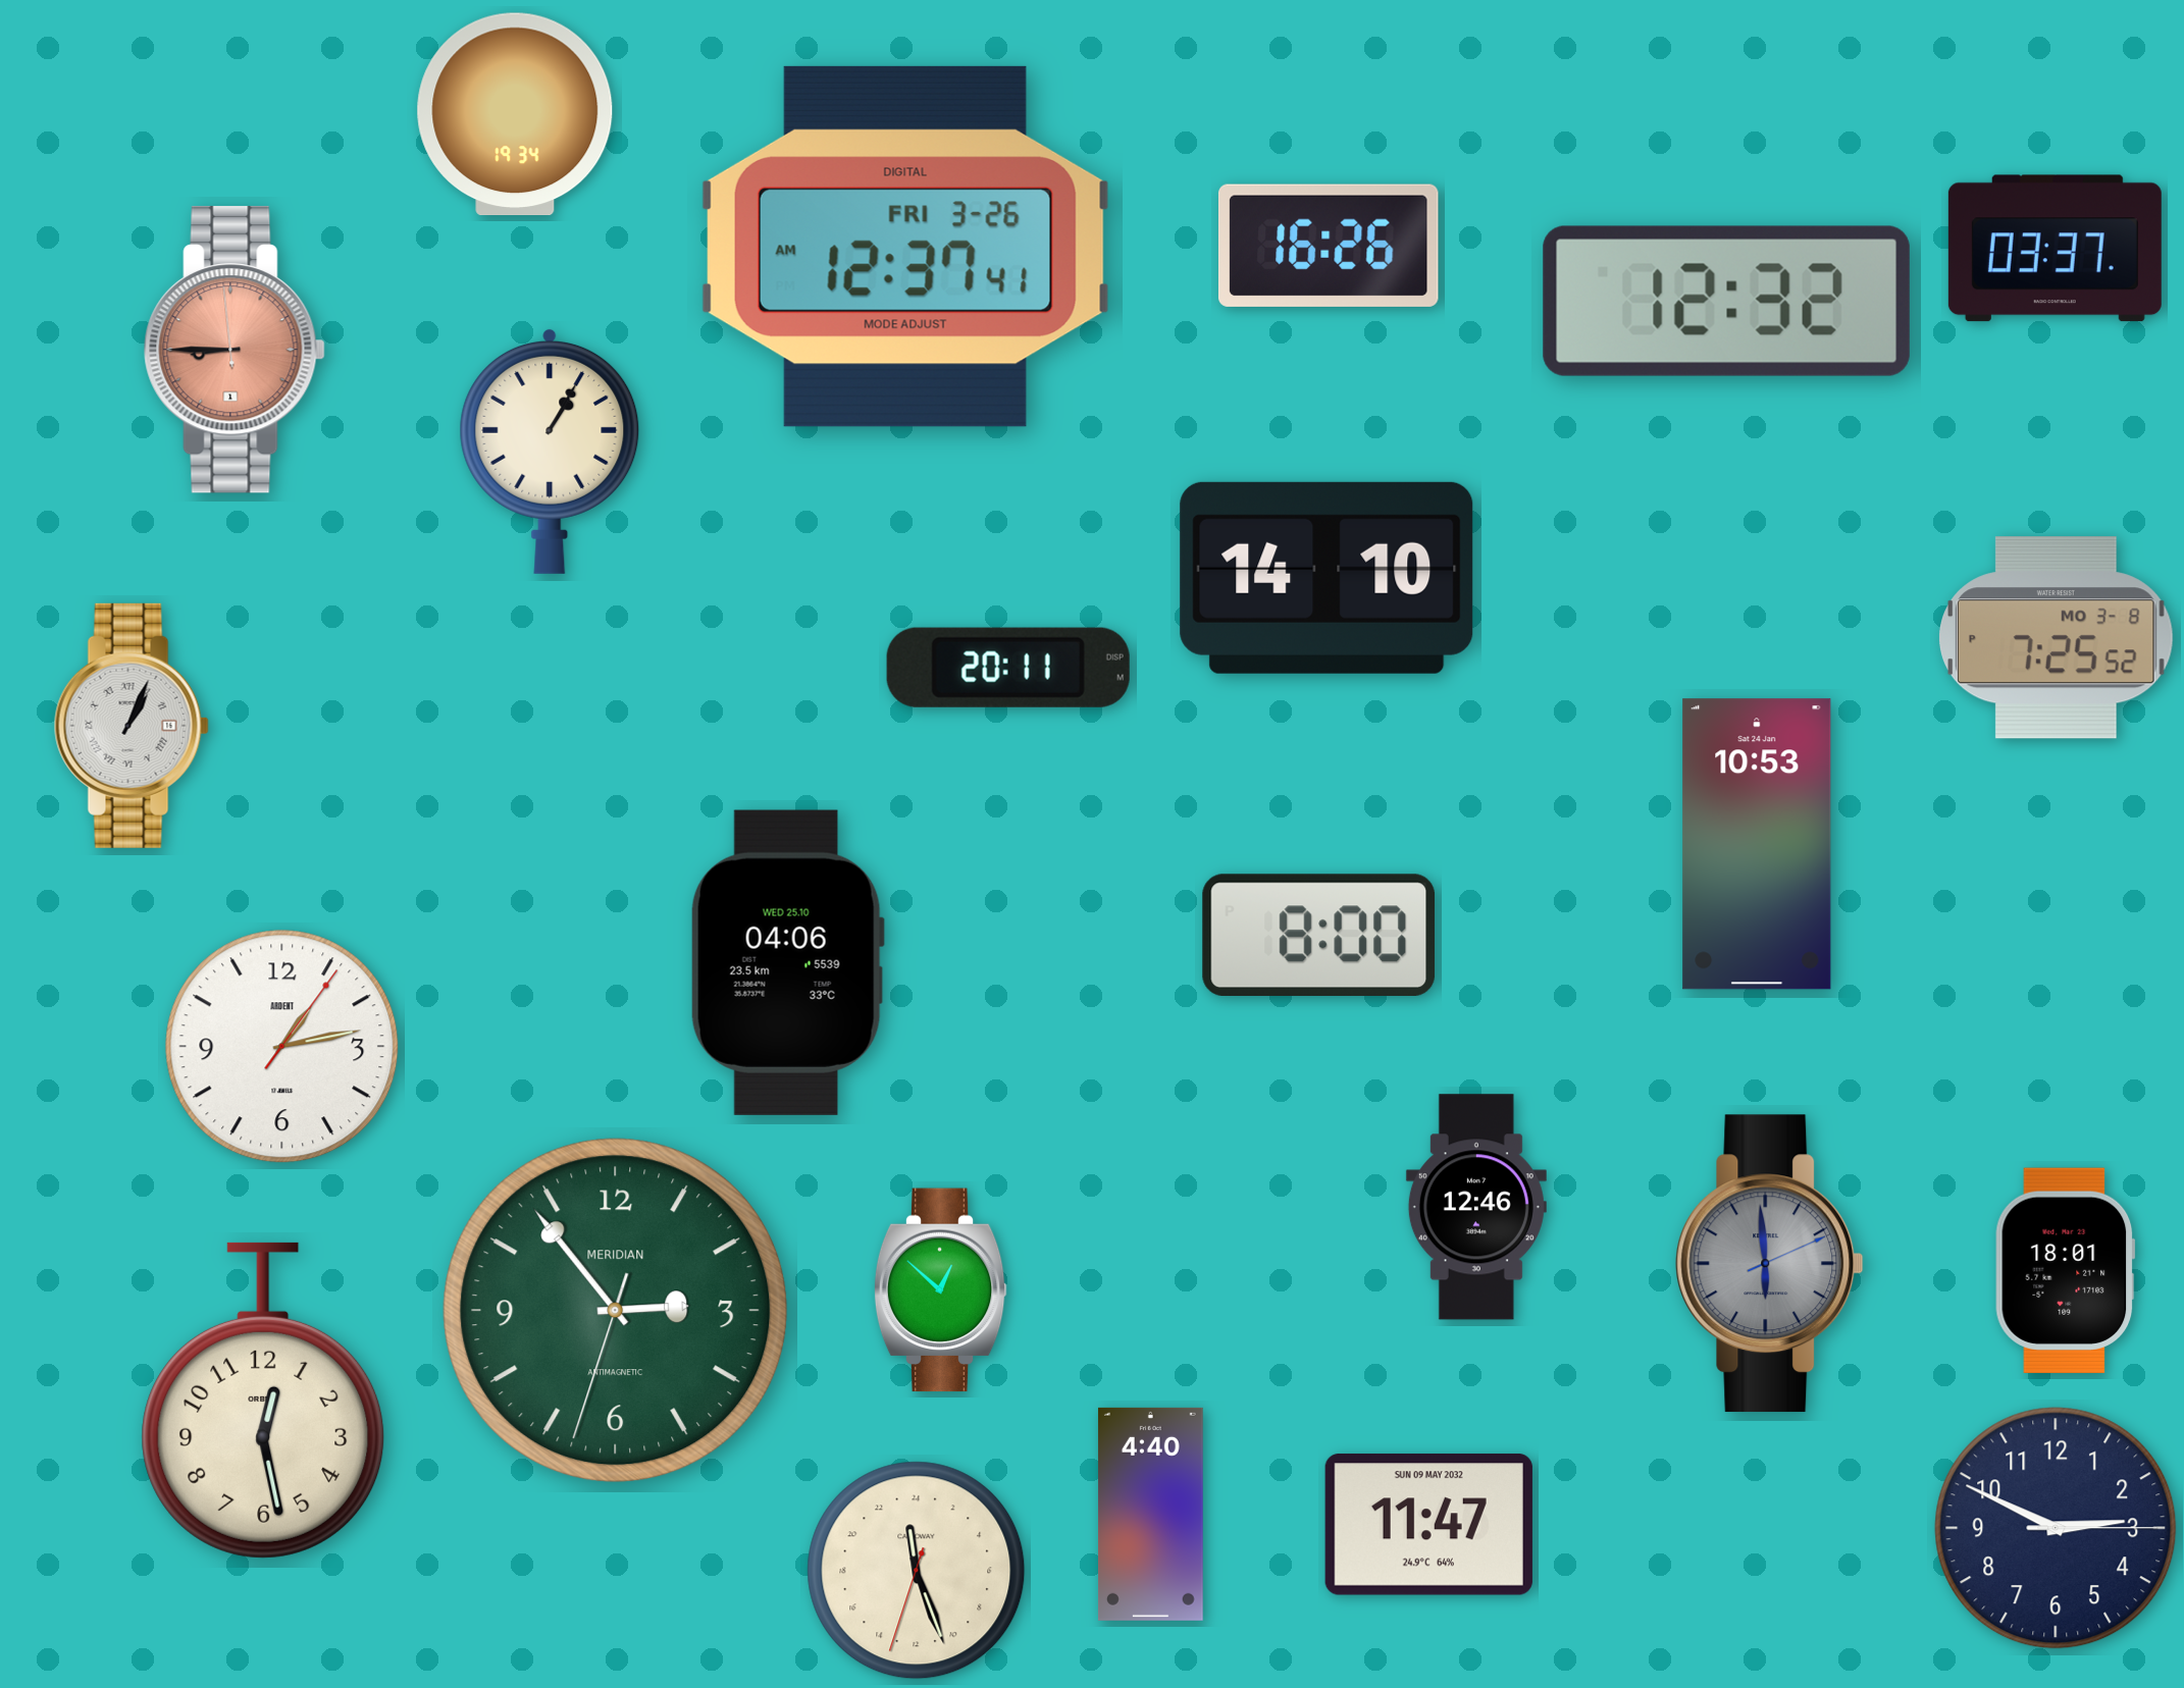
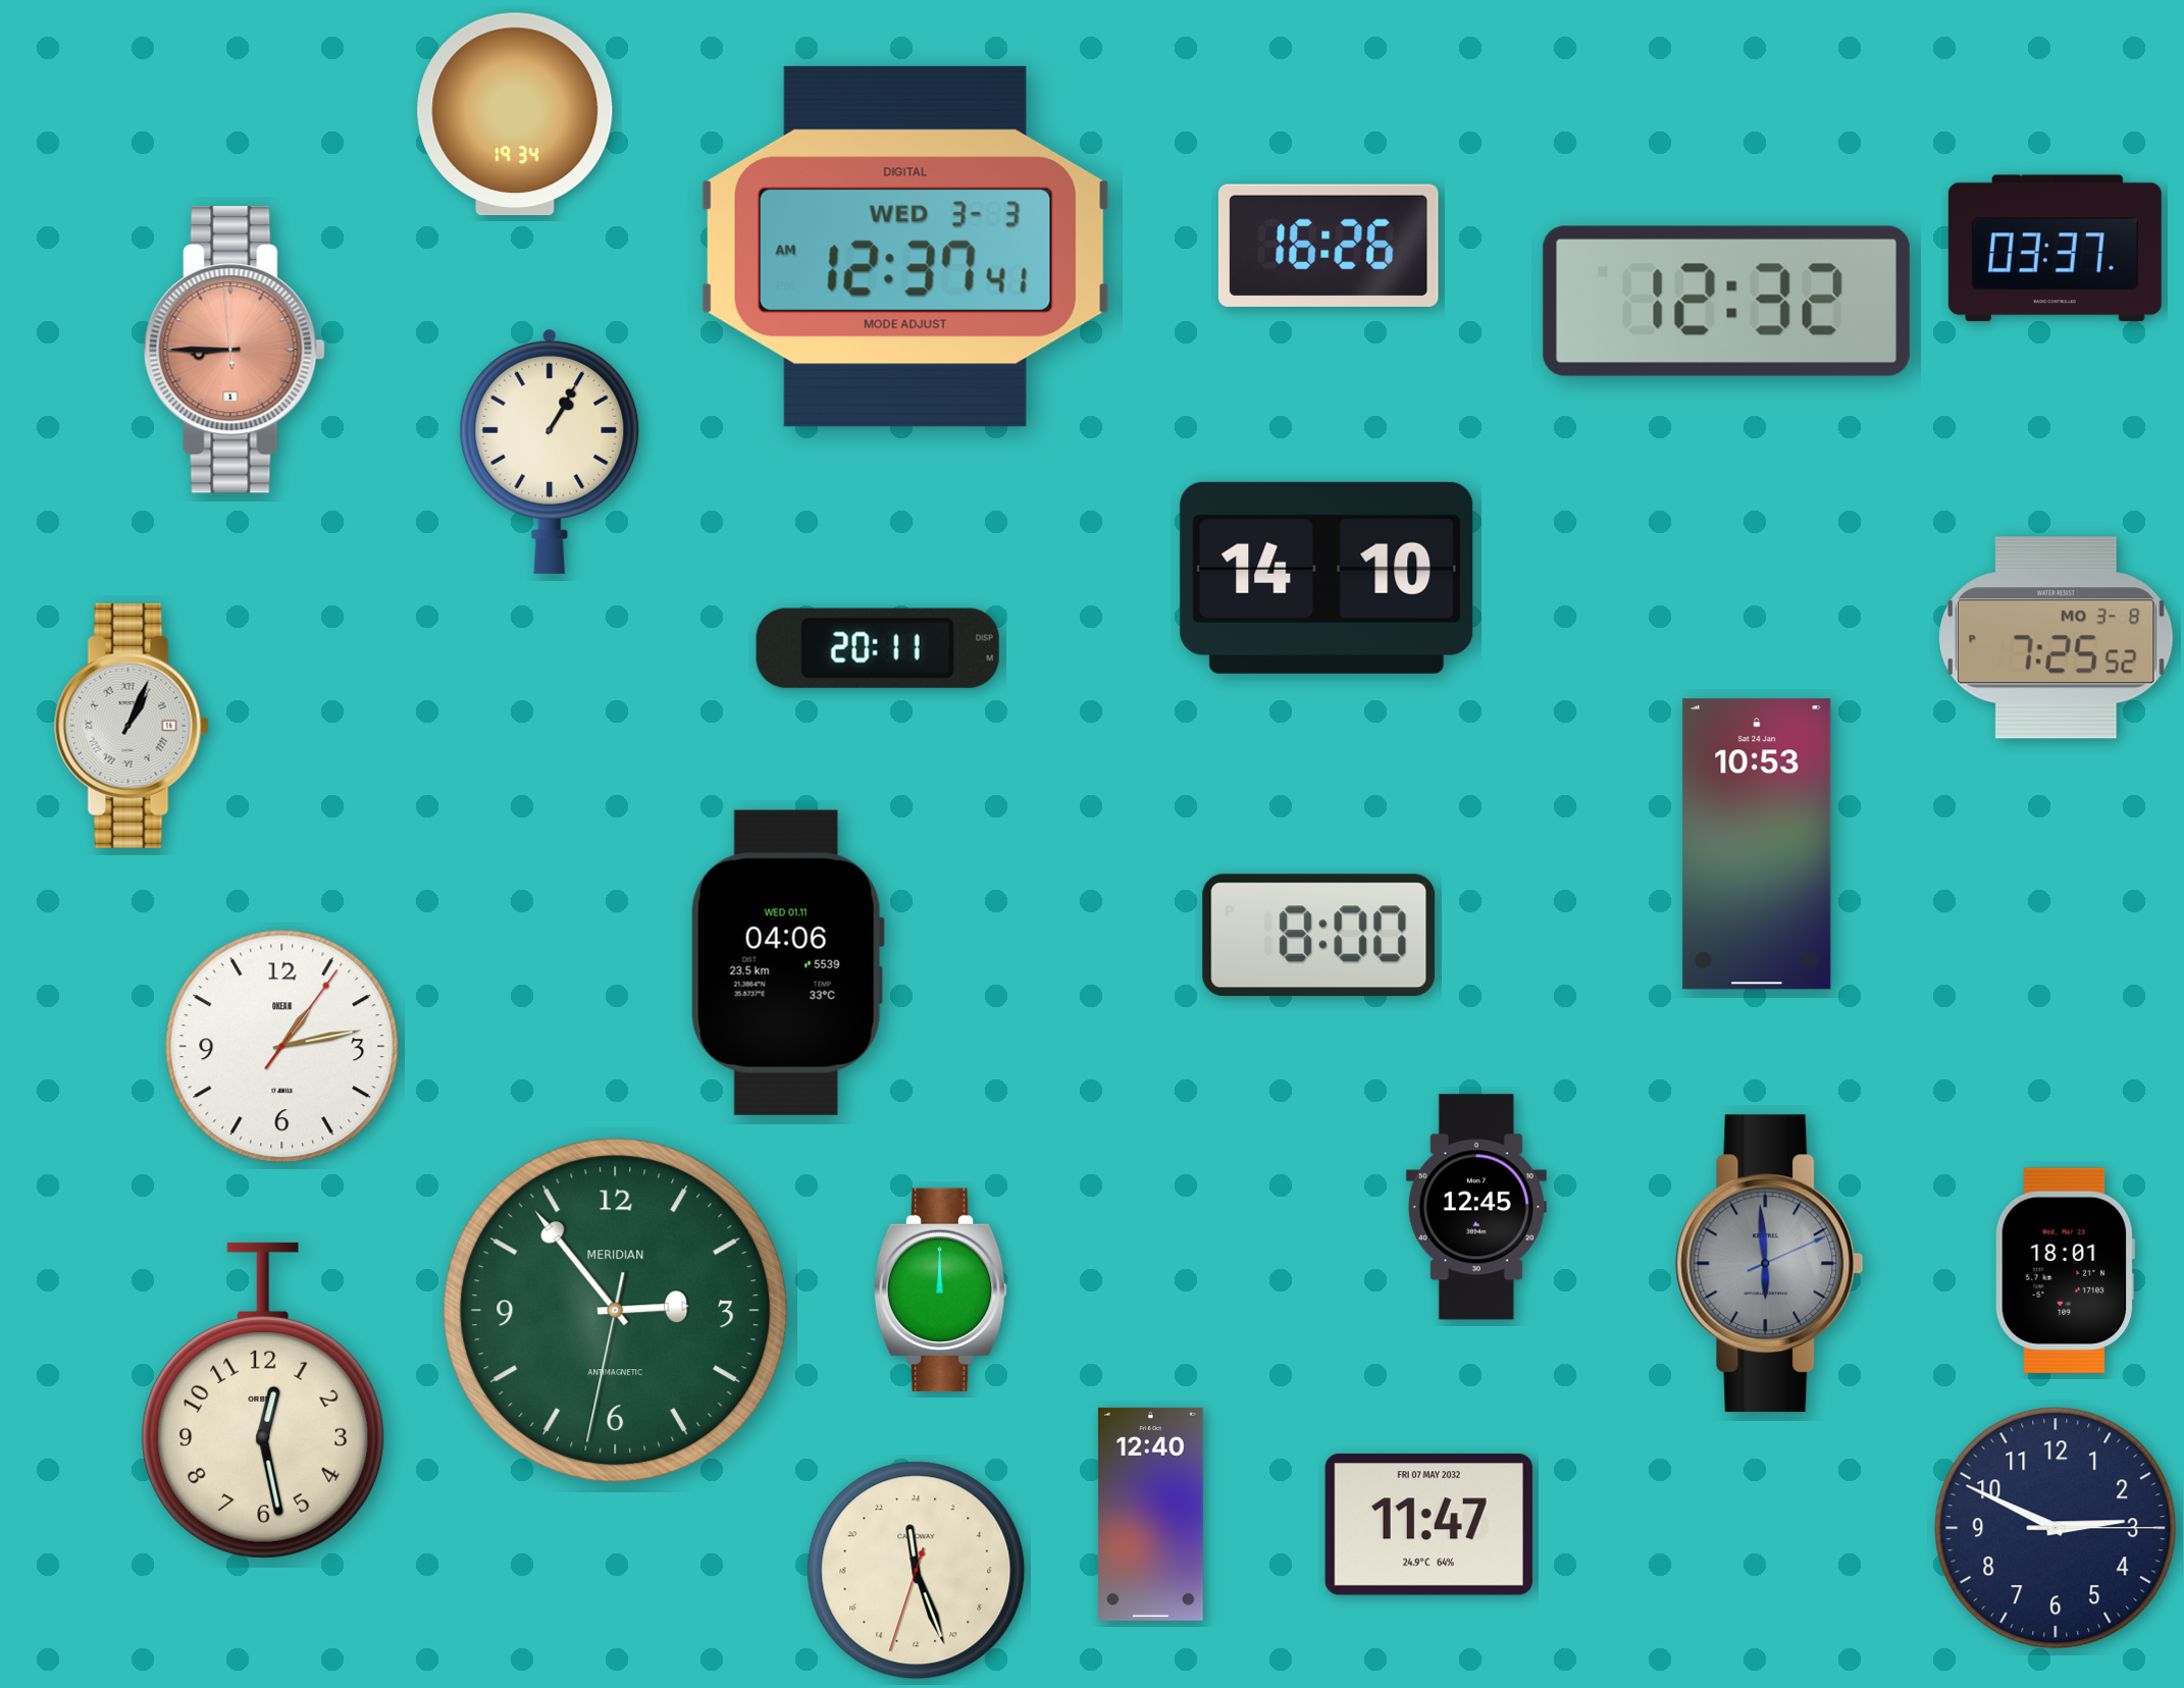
clock at (905, 247) date: FRI 3-26 -> WED 3-3
clock at (1008, 668) position: (1008, 668) -> (878, 648)
clock at (787, 962) date: WED 25.10 -> WED 01.11
clock at (282, 1047) brand: ARDENT -> OKEAN
clock at (1476, 1207): 12:46 -> 12:45
clock at (940, 1290): 12:52 -> 12:00
clock at (616, 1311): 2:53:33 -> 2:53:32
clock at (1150, 1514): 4:40 -> 12:40
clock at (1428, 1525) date: SUN 09 MAY 2032 -> FRI 07 MAY 2032
